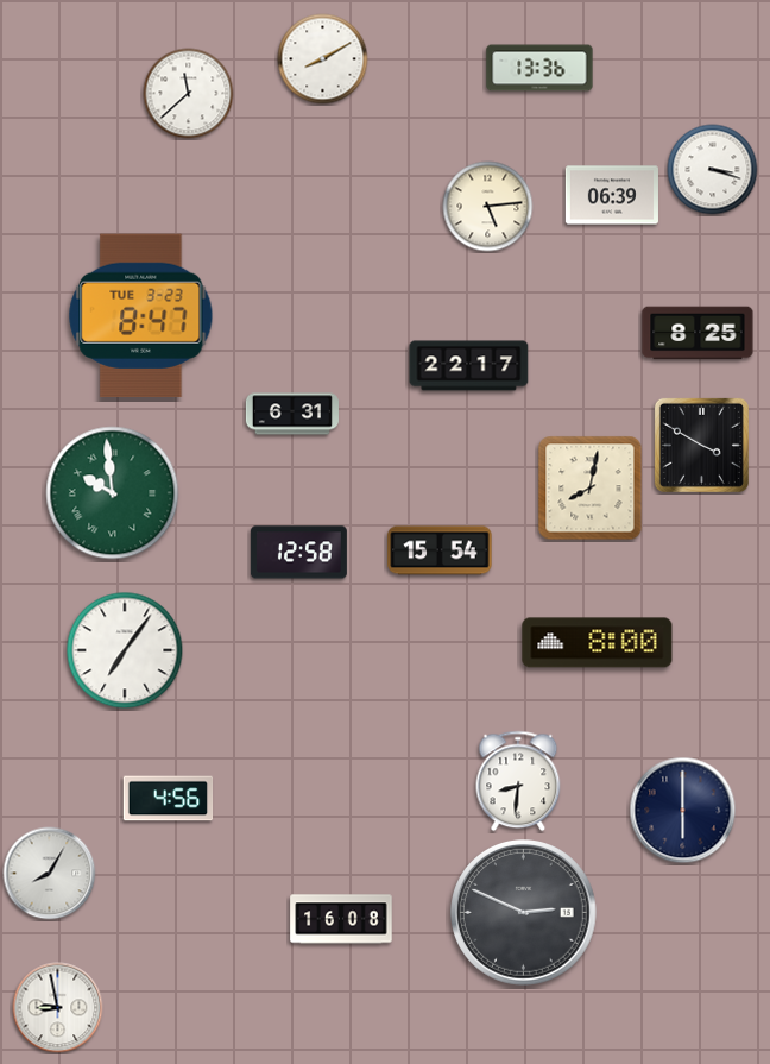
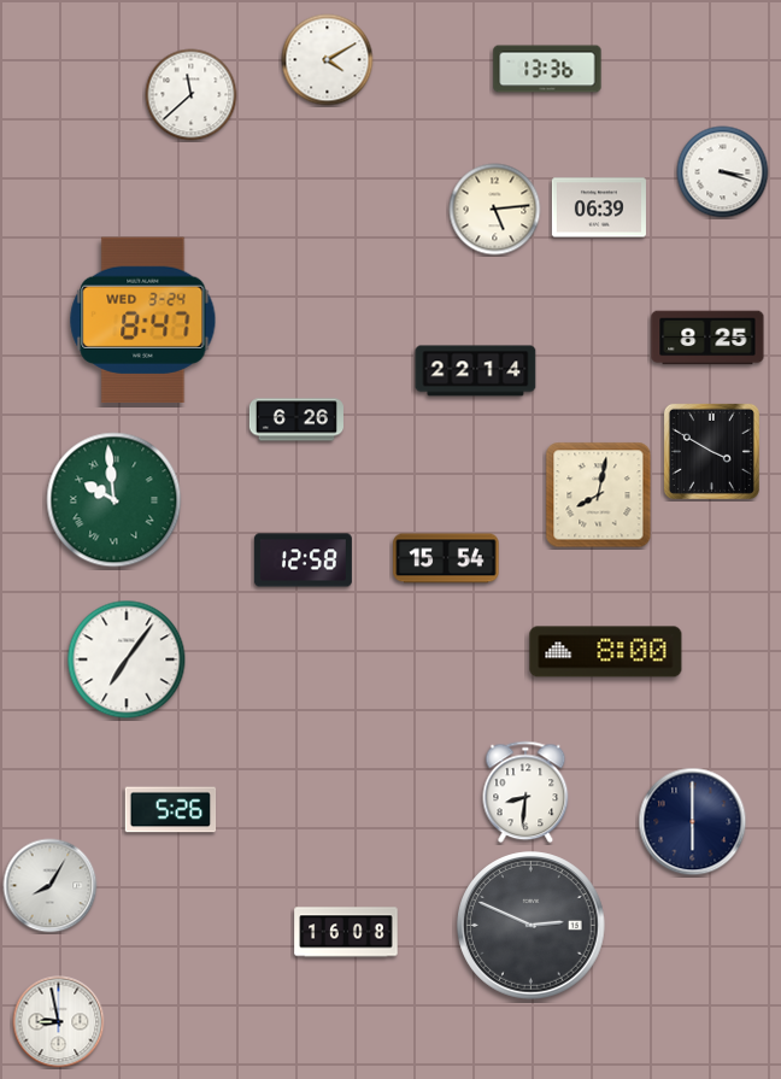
clock at (323, 59): 8:10 -> 4:10
clock at (612, 195) position: (612, 195) -> (599, 207)
clock at (141, 315) date: TUE 3-23 -> WED 3-24
clock at (469, 366): 22:17 -> 22:14
clock at (292, 414): 6:31 -> 6:26
clock at (169, 799): 4:56 -> 5:26
